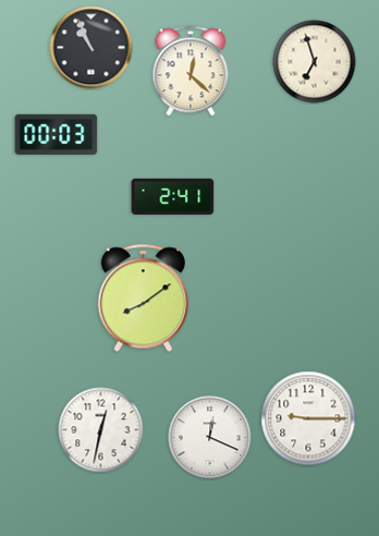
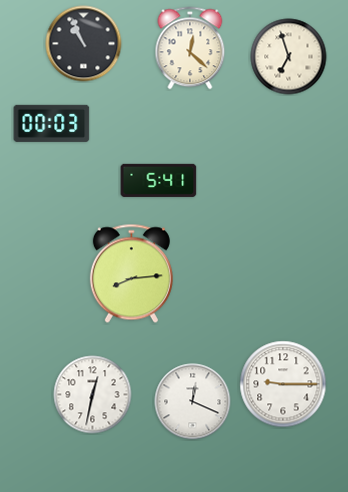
clock at (191, 71) position: (191, 71) -> (190, 48)
clock at (173, 196): 2:41 -> 5:41
clock at (143, 299): 8:09 -> 8:14
